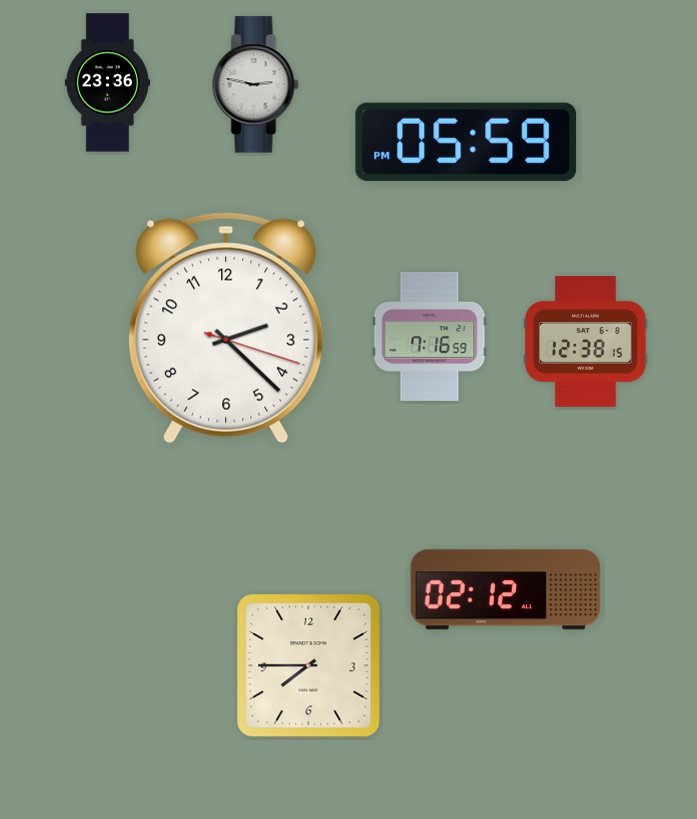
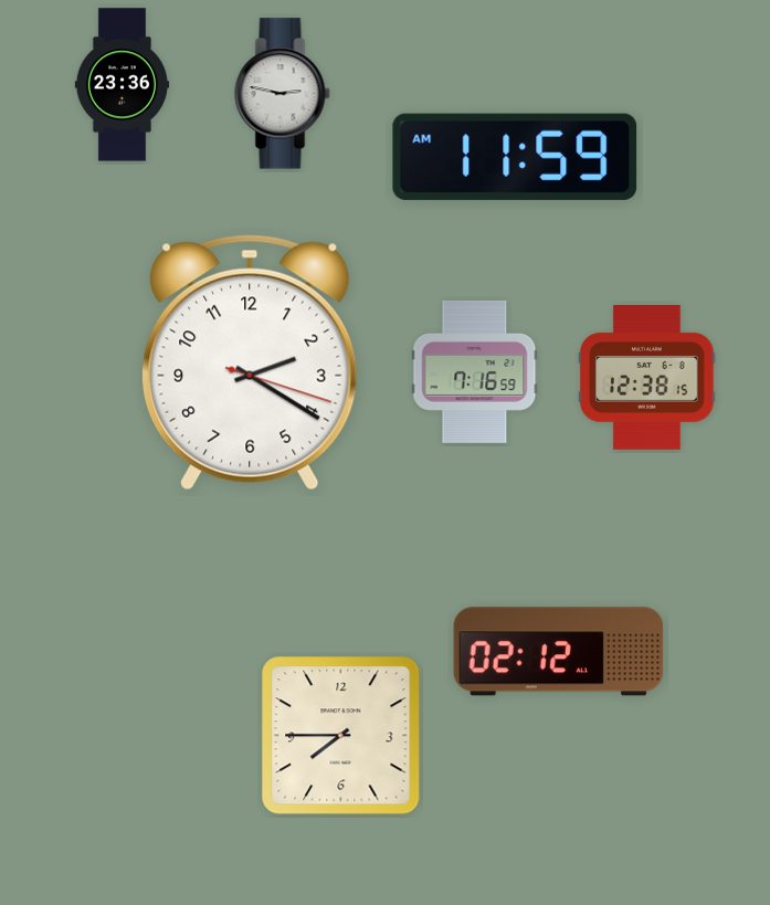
clock at (107, 83) position: (107, 83) -> (122, 85)
clock at (466, 142): 05:59 -> 11:59
clock at (226, 328): 2:22 -> 2:20
